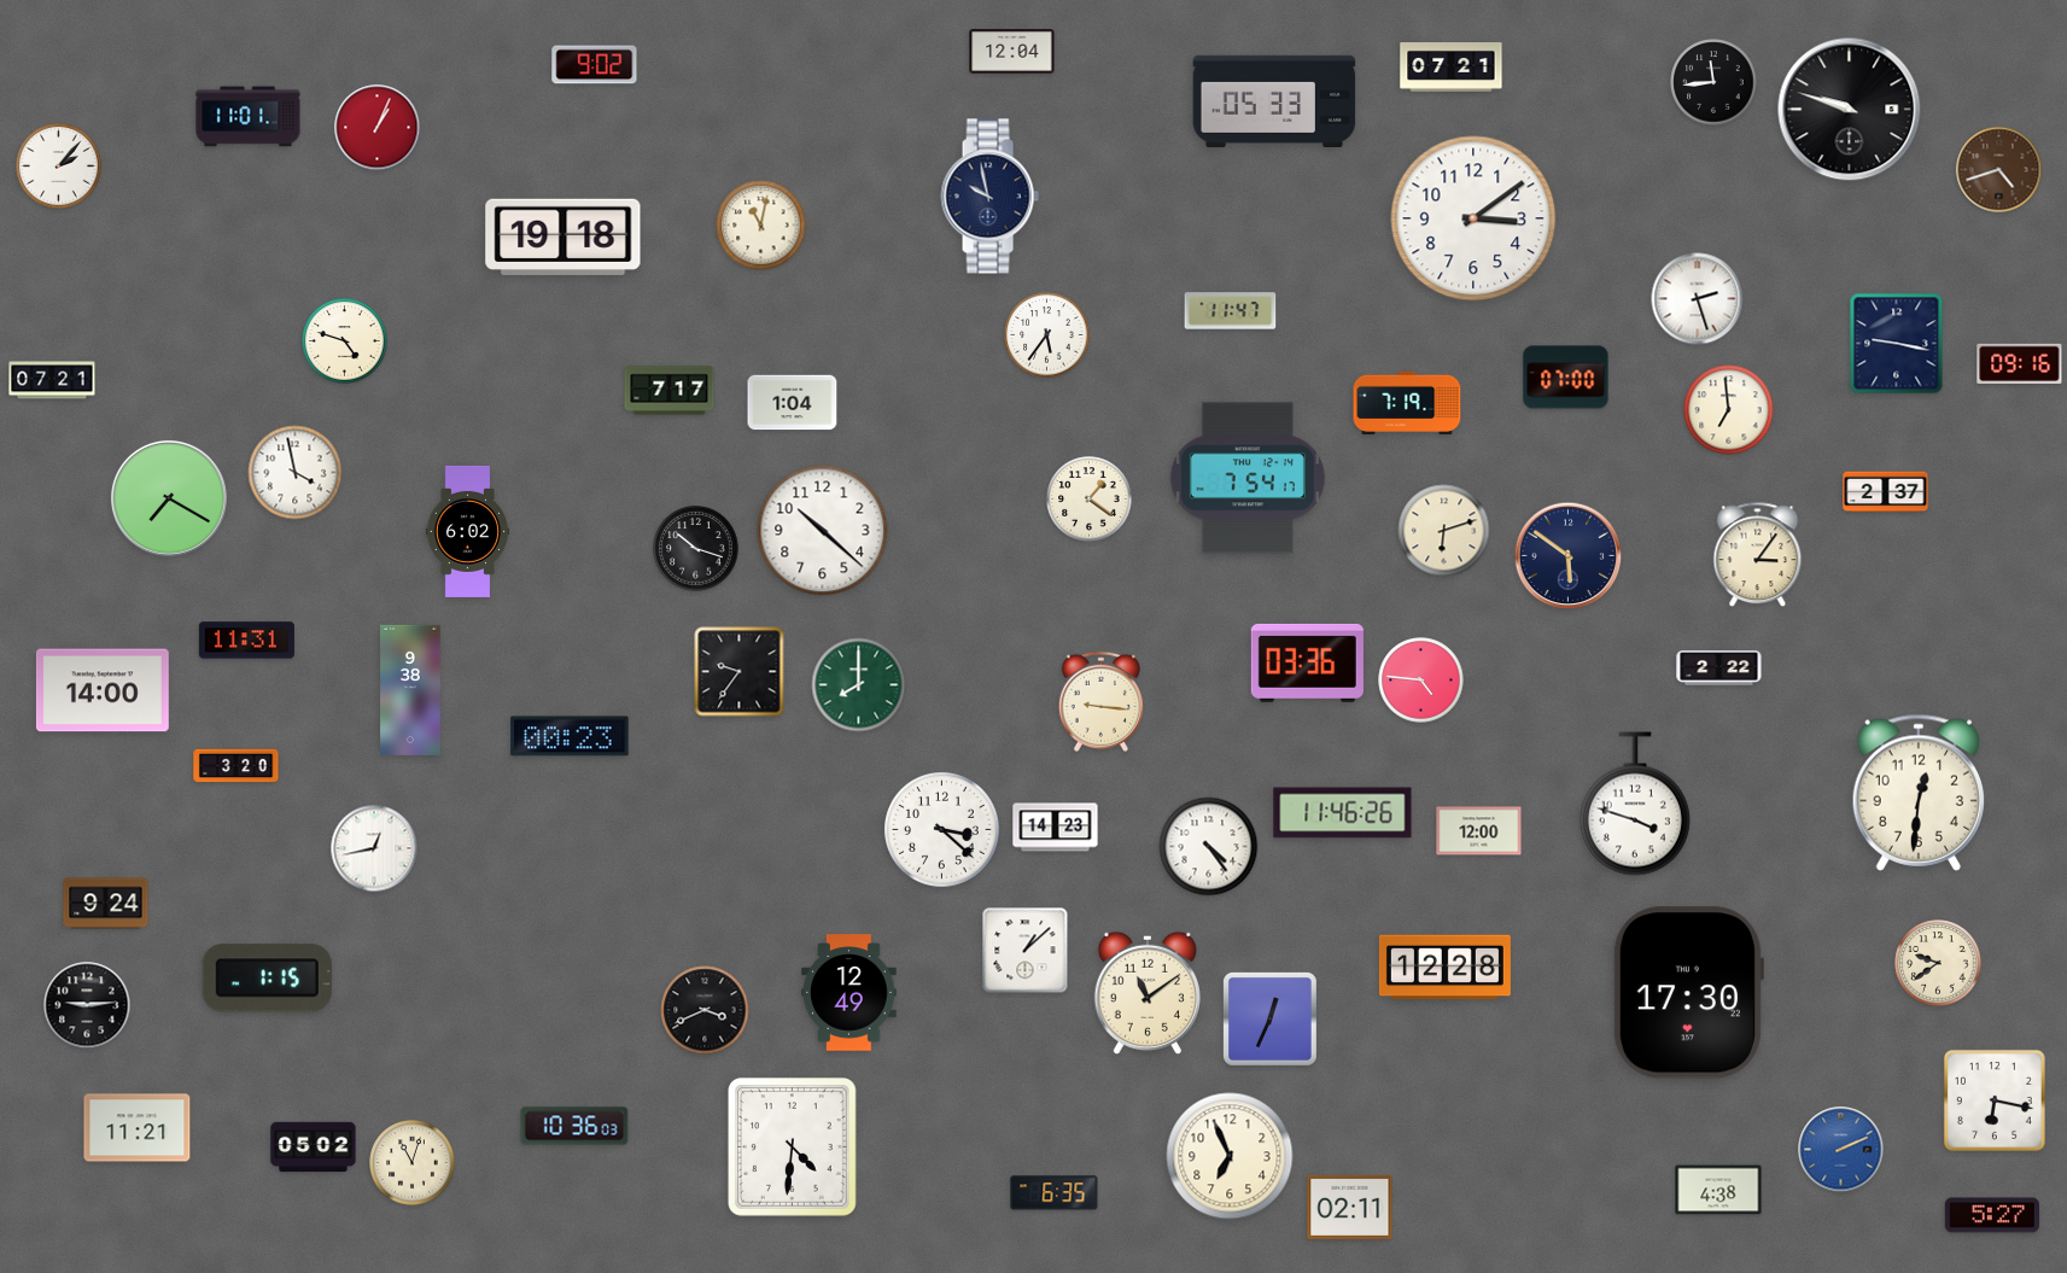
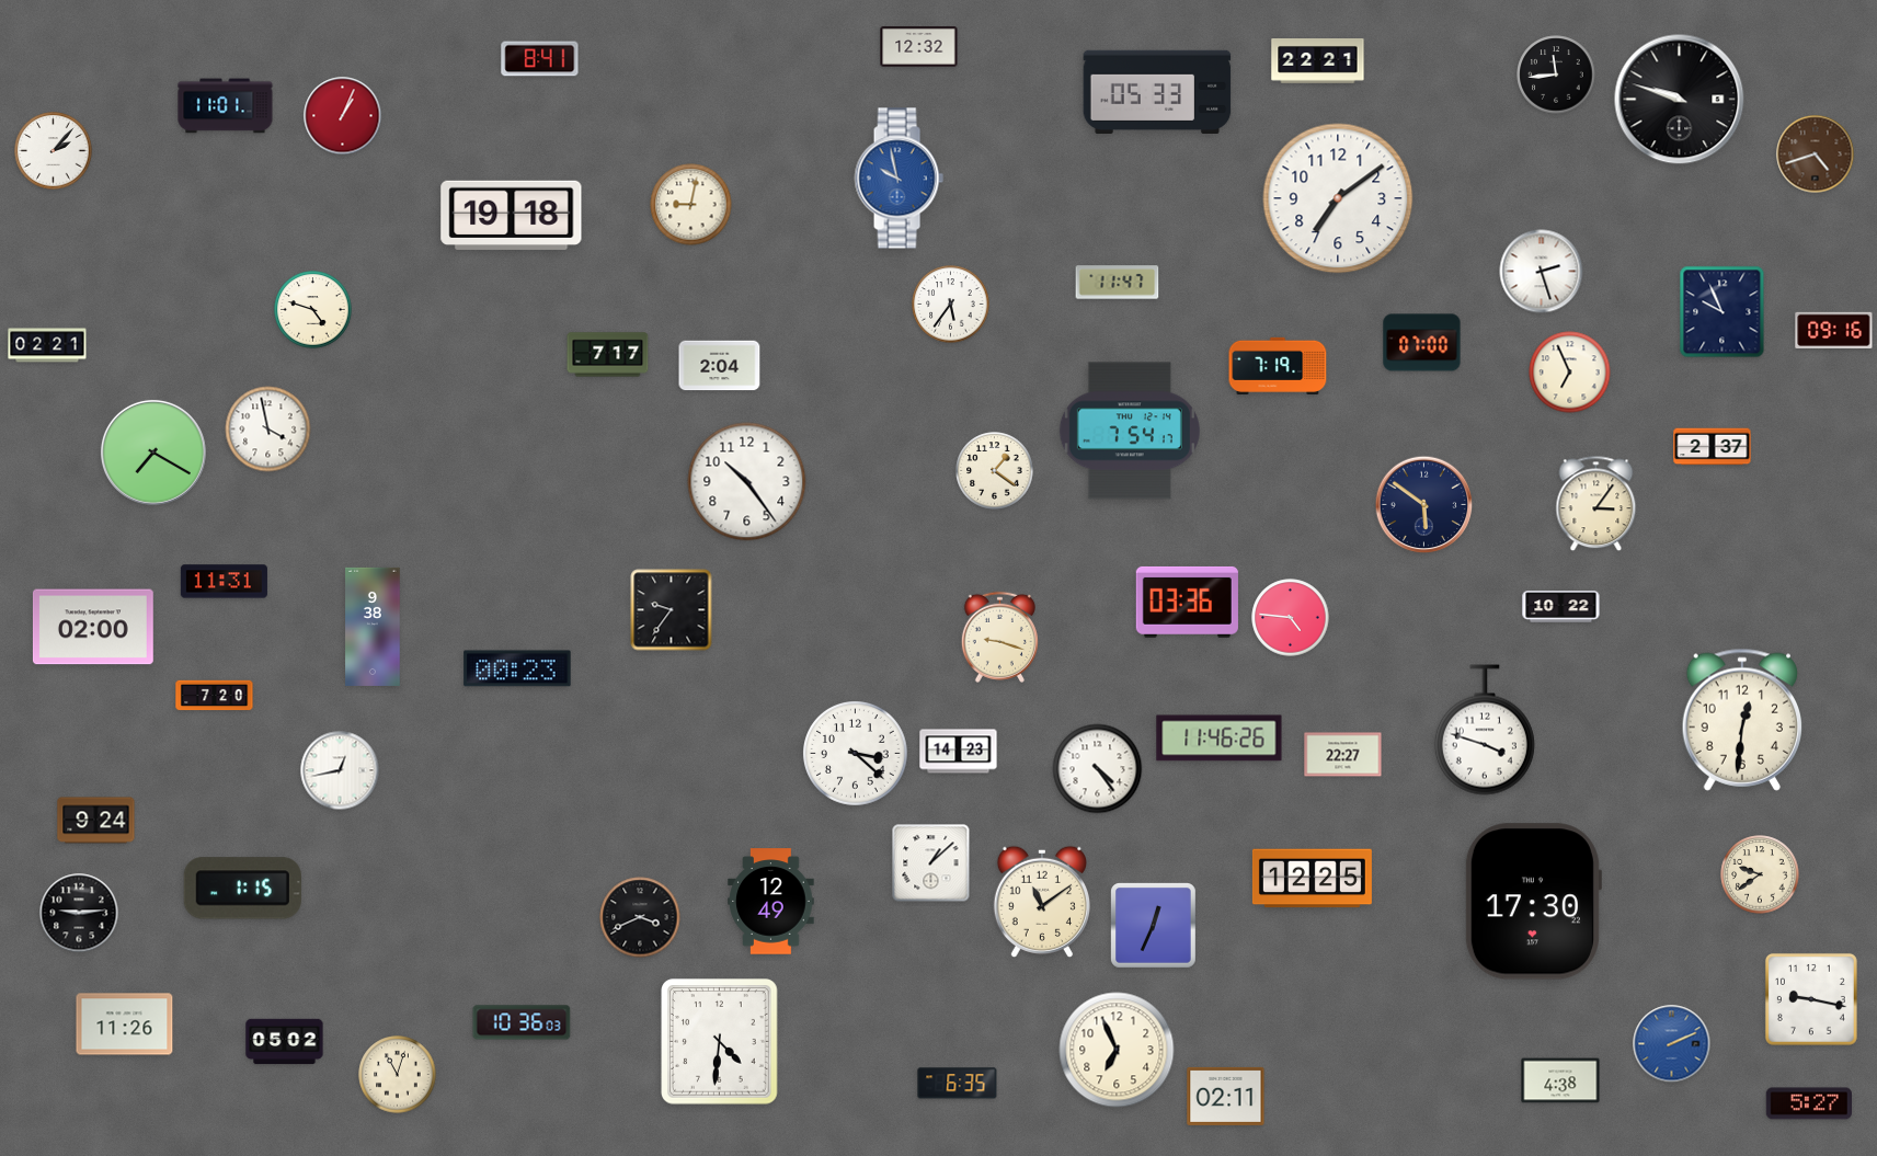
clock at (1012, 52): 12:04 -> 12:32
clock at (595, 65): 9:02 -> 8:41
clock at (1452, 68): 07:21 -> 22:21
clock at (989, 197) dial: navy -> blue
clock at (1473, 218): 3:09 -> 7:09
clock at (761, 226): 11:02 -> 9:02
clock at (1897, 344): 9:17 -> 9:56
clock at (52, 380): 07:21 -> 02:21
clock at (793, 403): 1:04 -> 2:04
clock at (1729, 410): 6:59 -> 6:56
clock at (1248, 478) position: (1248, 478) -> (1130, 431)
clock at (1090, 500) position: (1090, 500) -> (995, 471)
clock at (468, 531): 6:02 -> none
clock at (823, 531): 10:22 -> 10:24
clock at (1444, 531): 6:12 -> none
clock at (696, 549): 10:18 -> none
clock at (1719, 668): 2:22 -> 10:22
clock at (859, 685): 8:00 -> none
clock at (103, 690): 14:00 -> 02:00
clock at (1100, 701): 9:16 -> 9:18
clock at (237, 766): 3:20 -> 7:20
clock at (1479, 831): 12:00 -> 22:27
clock at (1444, 968): 12:28 -> 12:25
clock at (1995, 1100): 6:17 -> 9:17
clock at (138, 1128): 11:21 -> 11:26
clock at (413, 1163) position: (413, 1163) -> (398, 1075)
